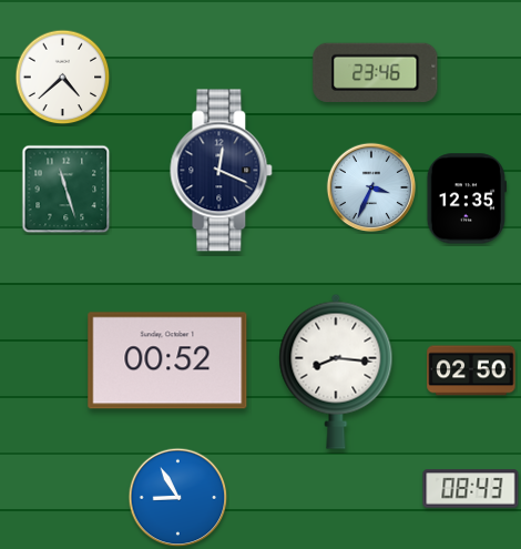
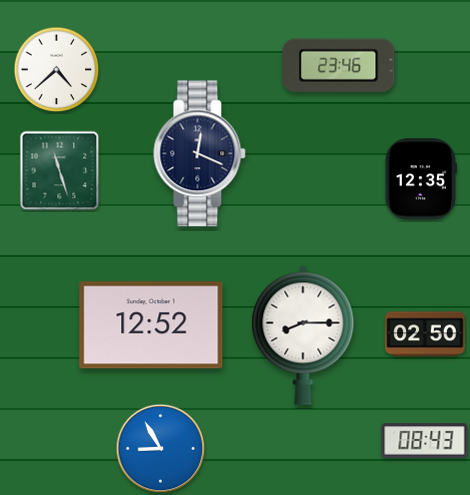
clock at (371, 187): 3:34 -> none
clock at (167, 360): 00:52 -> 12:52
clock at (336, 372): 8:16 -> 8:15
